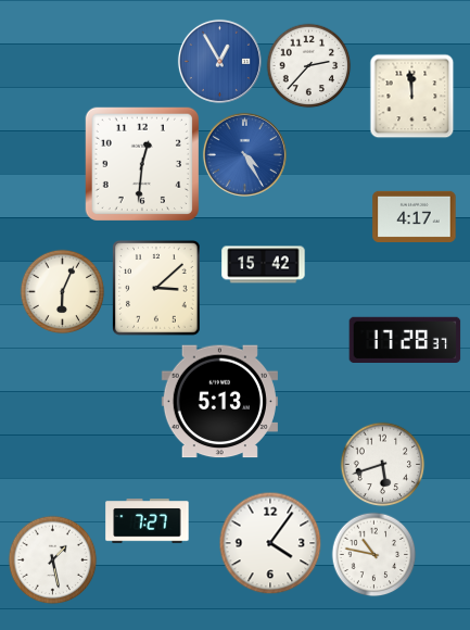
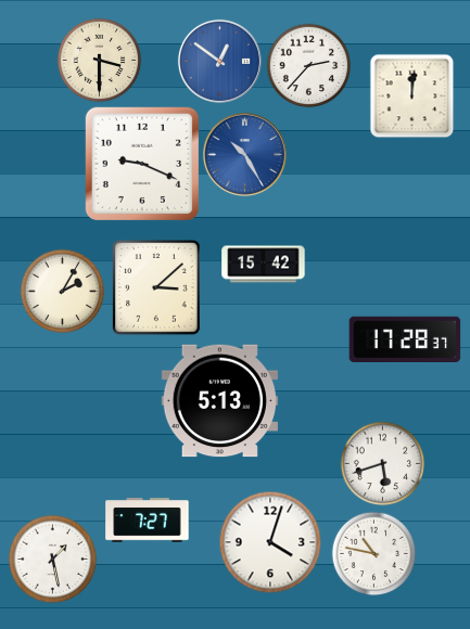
clock at (99, 60): none -> 3:30
clock at (219, 61): 12:55 -> 12:51
clock at (411, 96): 11:59 -> 12:01
clock at (244, 154): 4:25 -> 10:25
clock at (141, 163): 12:31 -> 9:19
clock at (415, 216): 4:17 -> none
clock at (62, 291): 6:04 -> 2:05
clock at (270, 543): 4:06 -> 4:03
